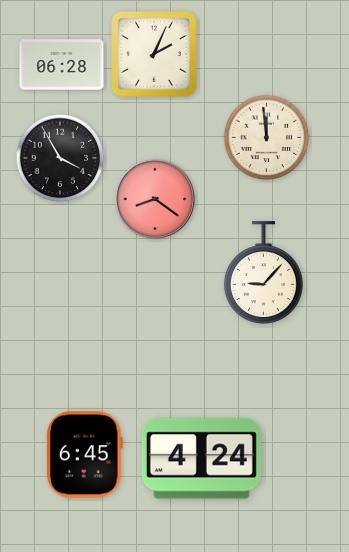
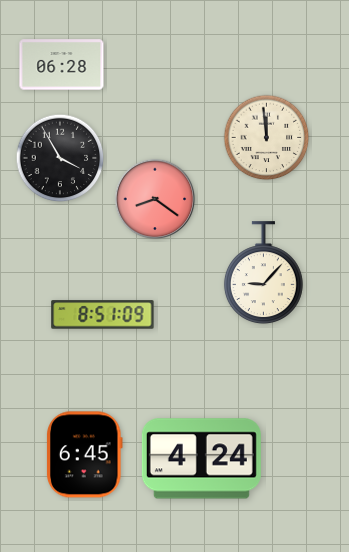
clock at (155, 55): 2:04 -> none
clock at (103, 315): none -> 8:51
